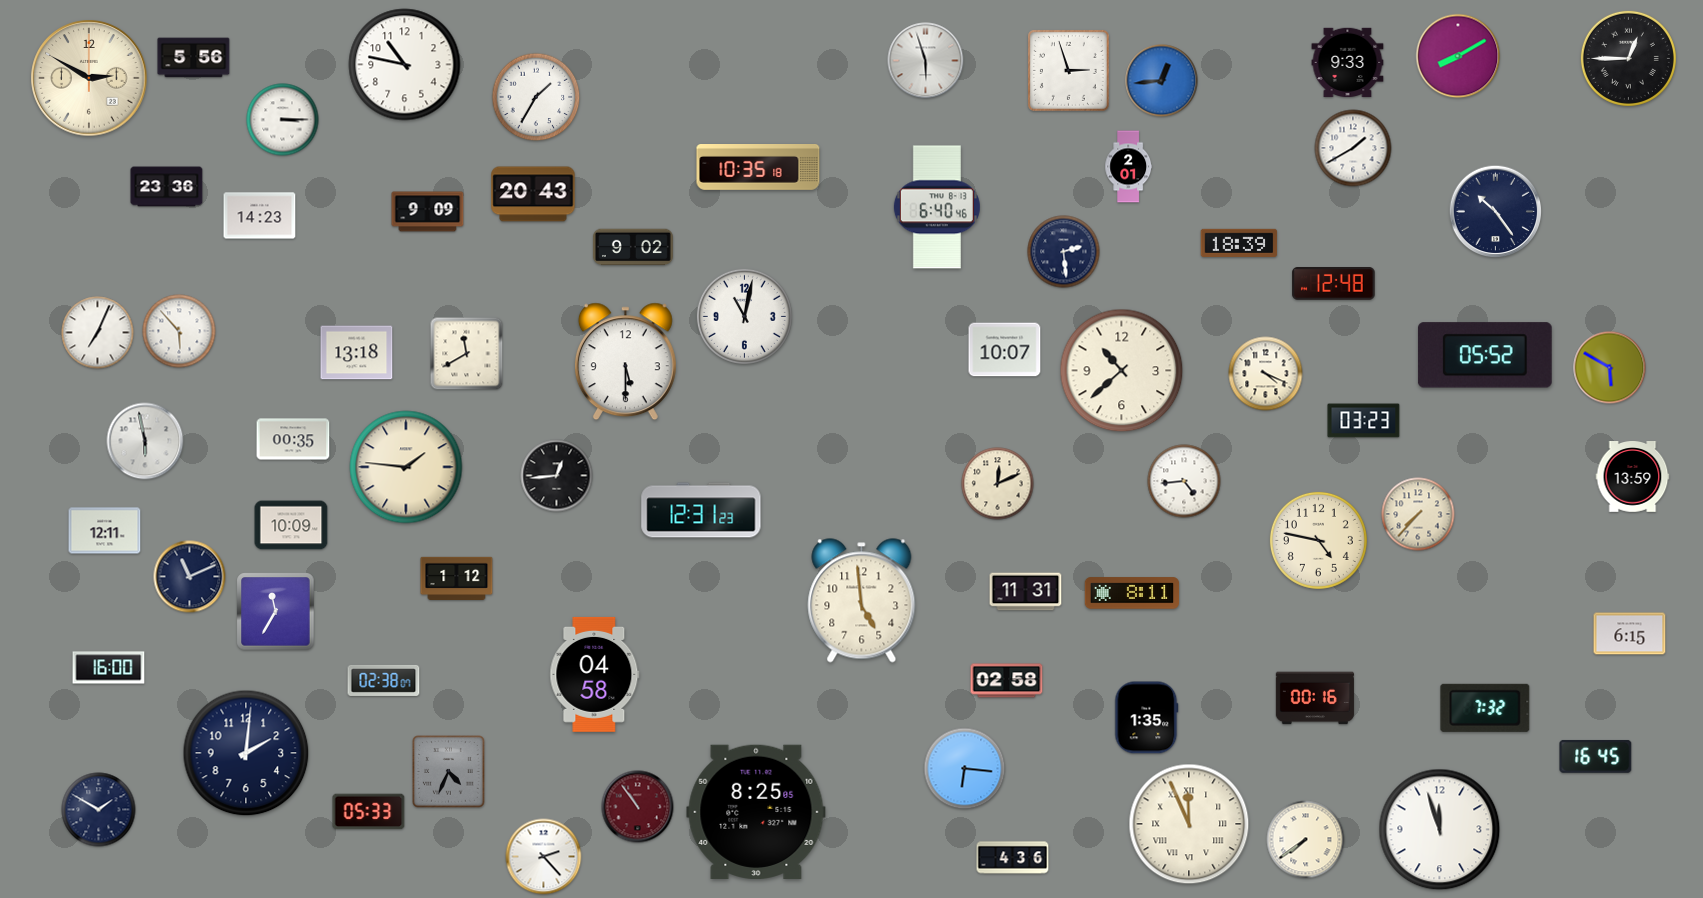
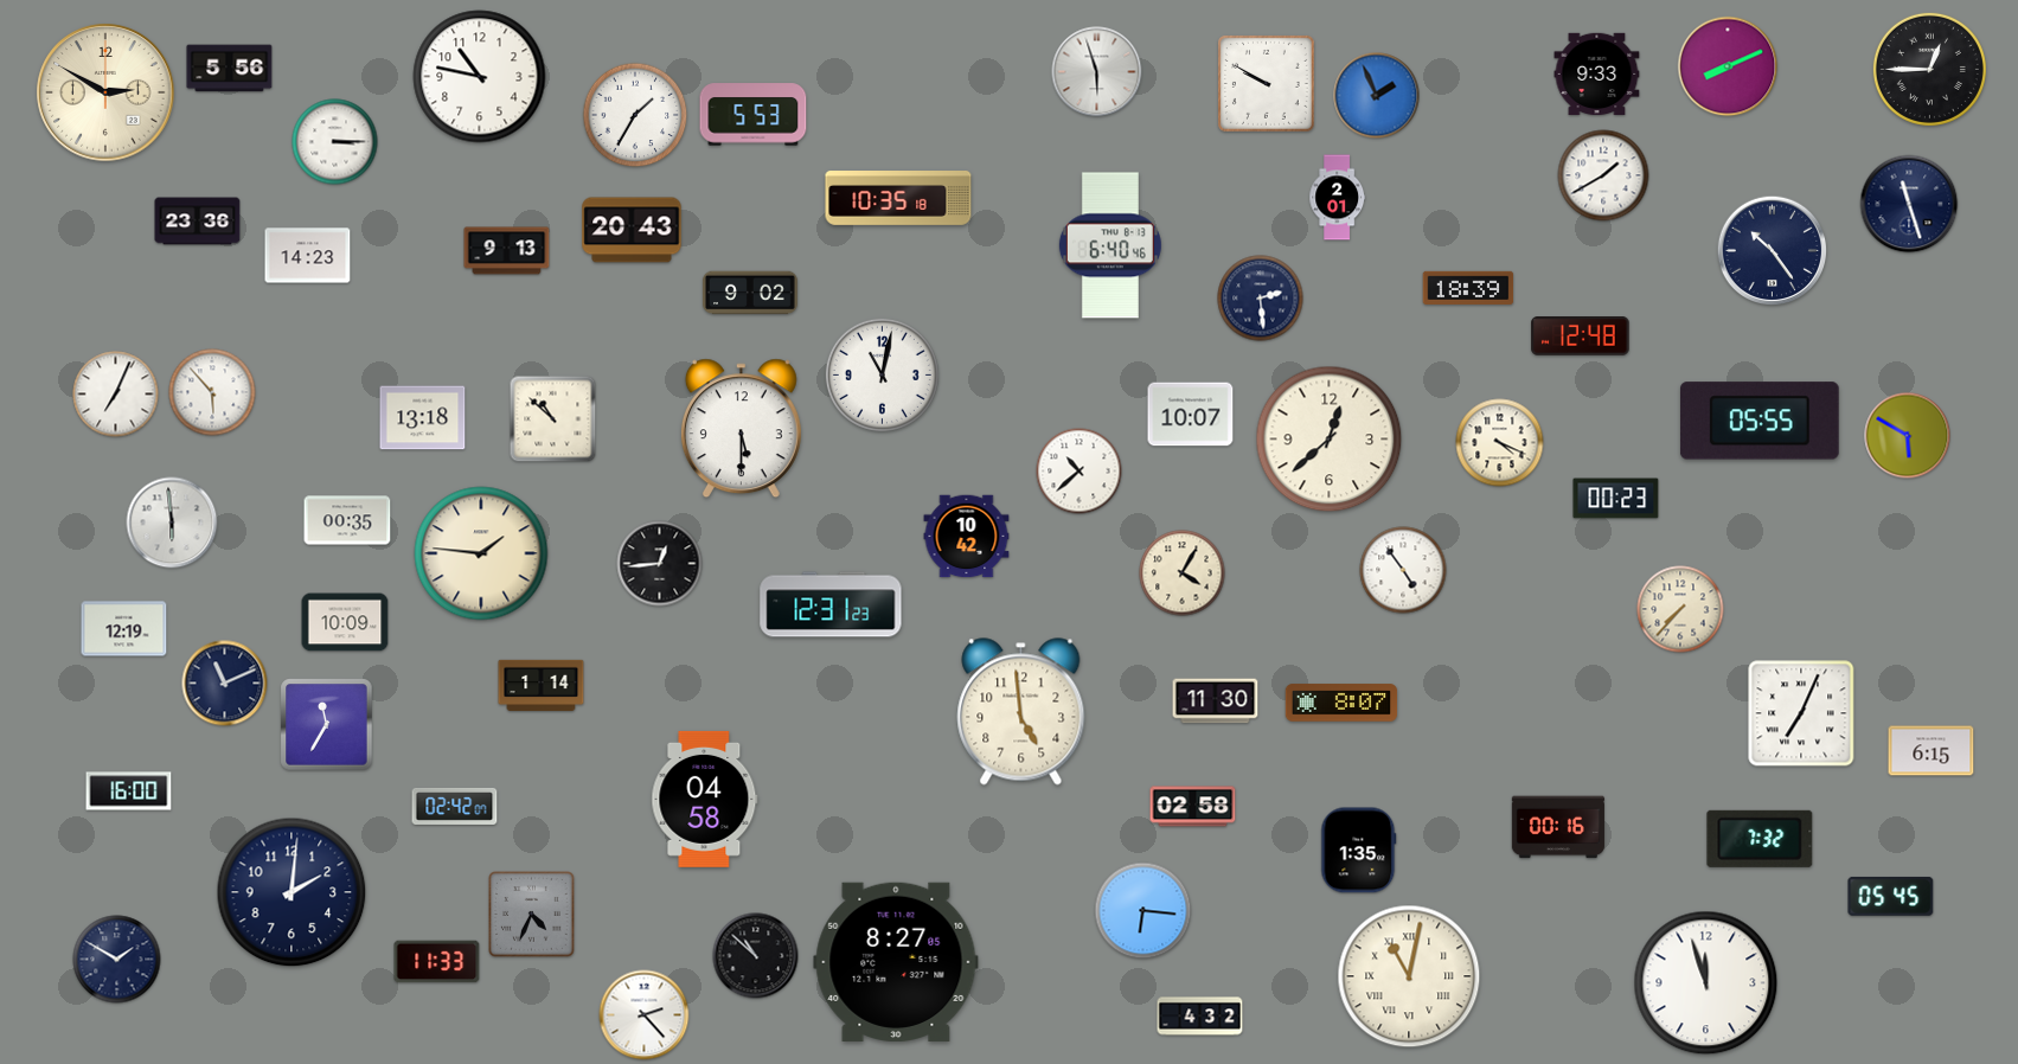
clock at (1458, 56): 8:10 -> 8:11
clock at (1068, 70): 2:57 -> 9:50
clock at (1162, 81): 12:44 -> 1:56
clock at (754, 115): none -> 5:53
clock at (1909, 204): none -> 11:27
clock at (428, 212): 9:09 -> 9:13
clock at (467, 354): 11:40 -> 10:52
clock at (1485, 355): 05:52 -> 05:55
clock at (1122, 371): 10:38 -> 12:38
clock at (1080, 472): none -> 10:38
clock at (1364, 421): 03:23 -> 00:23
clock at (145, 441): 5:58 -> 5:59
clock at (967, 537): none -> 10:42
clock at (1633, 477): 13:59 -> none
clock at (1184, 481): 4:44 -> 4:54
clock at (998, 484): 12:11 -> 4:05
clock at (105, 531): 12:11 -> 12:19
clock at (1318, 540): 4:47 -> none
clock at (457, 579): 1:12 -> 1:14
clock at (1026, 592): 11:31 -> 11:30
clock at (1132, 593): 8:11 -> 8:07
clock at (1801, 713): none -> 7:04
clock at (384, 680): 02:38 -> 02:42
clock at (1596, 756): 16:45 -> 05:45
clock at (638, 807): 10:54 -> 10:52
clock at (638, 807) dial: burgundy -> black
clock at (369, 812): 05:33 -> 11:33
clock at (756, 812): 8:25 -> 8:27
clock at (1189, 824): 11:56 -> 11:02
clock at (1306, 840): 7:39 -> none
clock at (1013, 858): 4:36 -> 4:32
